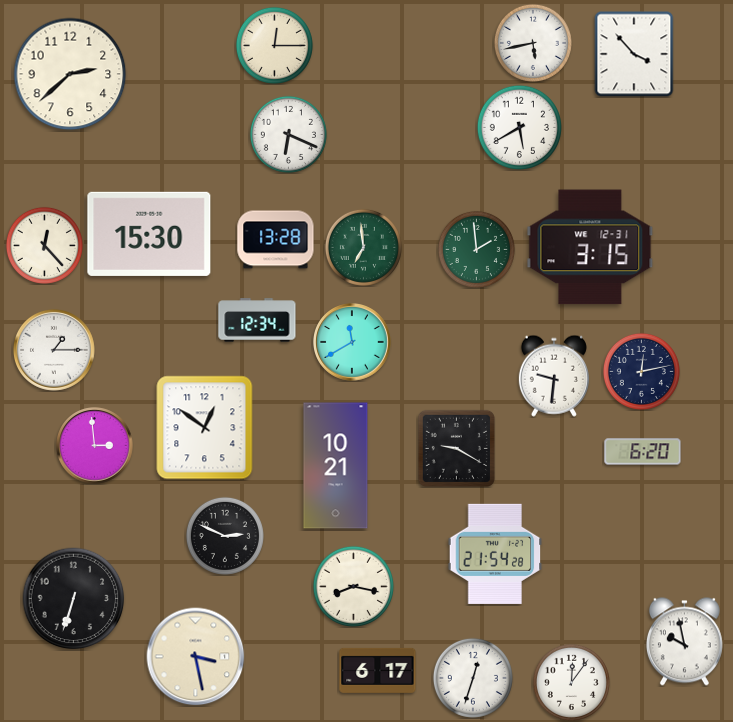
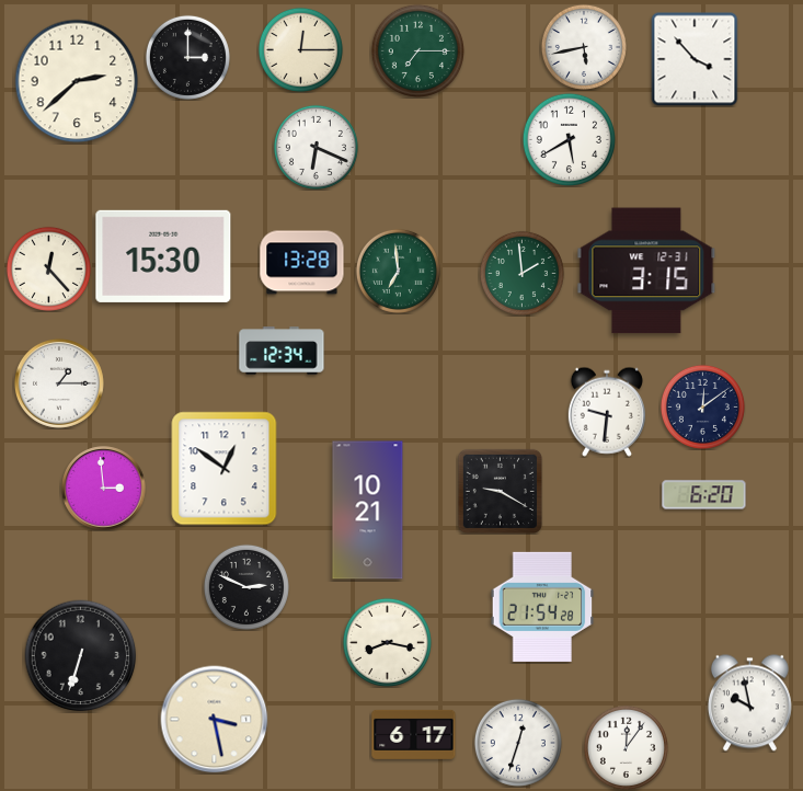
clock at (417, 50): none -> 7:15
clock at (187, 57): none -> 3:00
clock at (352, 342): 11:40 -> none
clock at (641, 371): 12:13 -> 12:09
